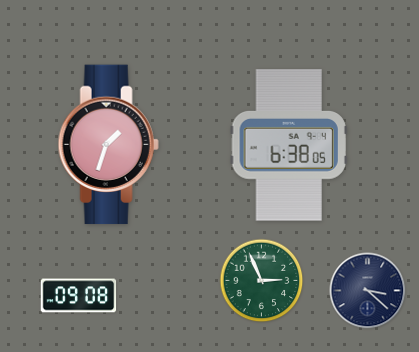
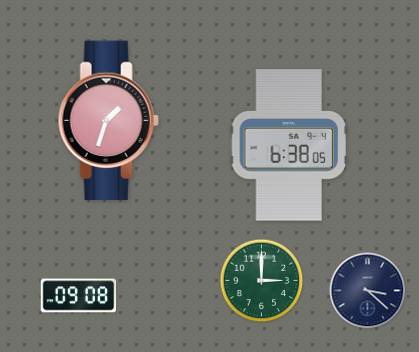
clock at (108, 145) position: (108, 145) -> (108, 121)
clock at (262, 281): 2:56 -> 3:00
